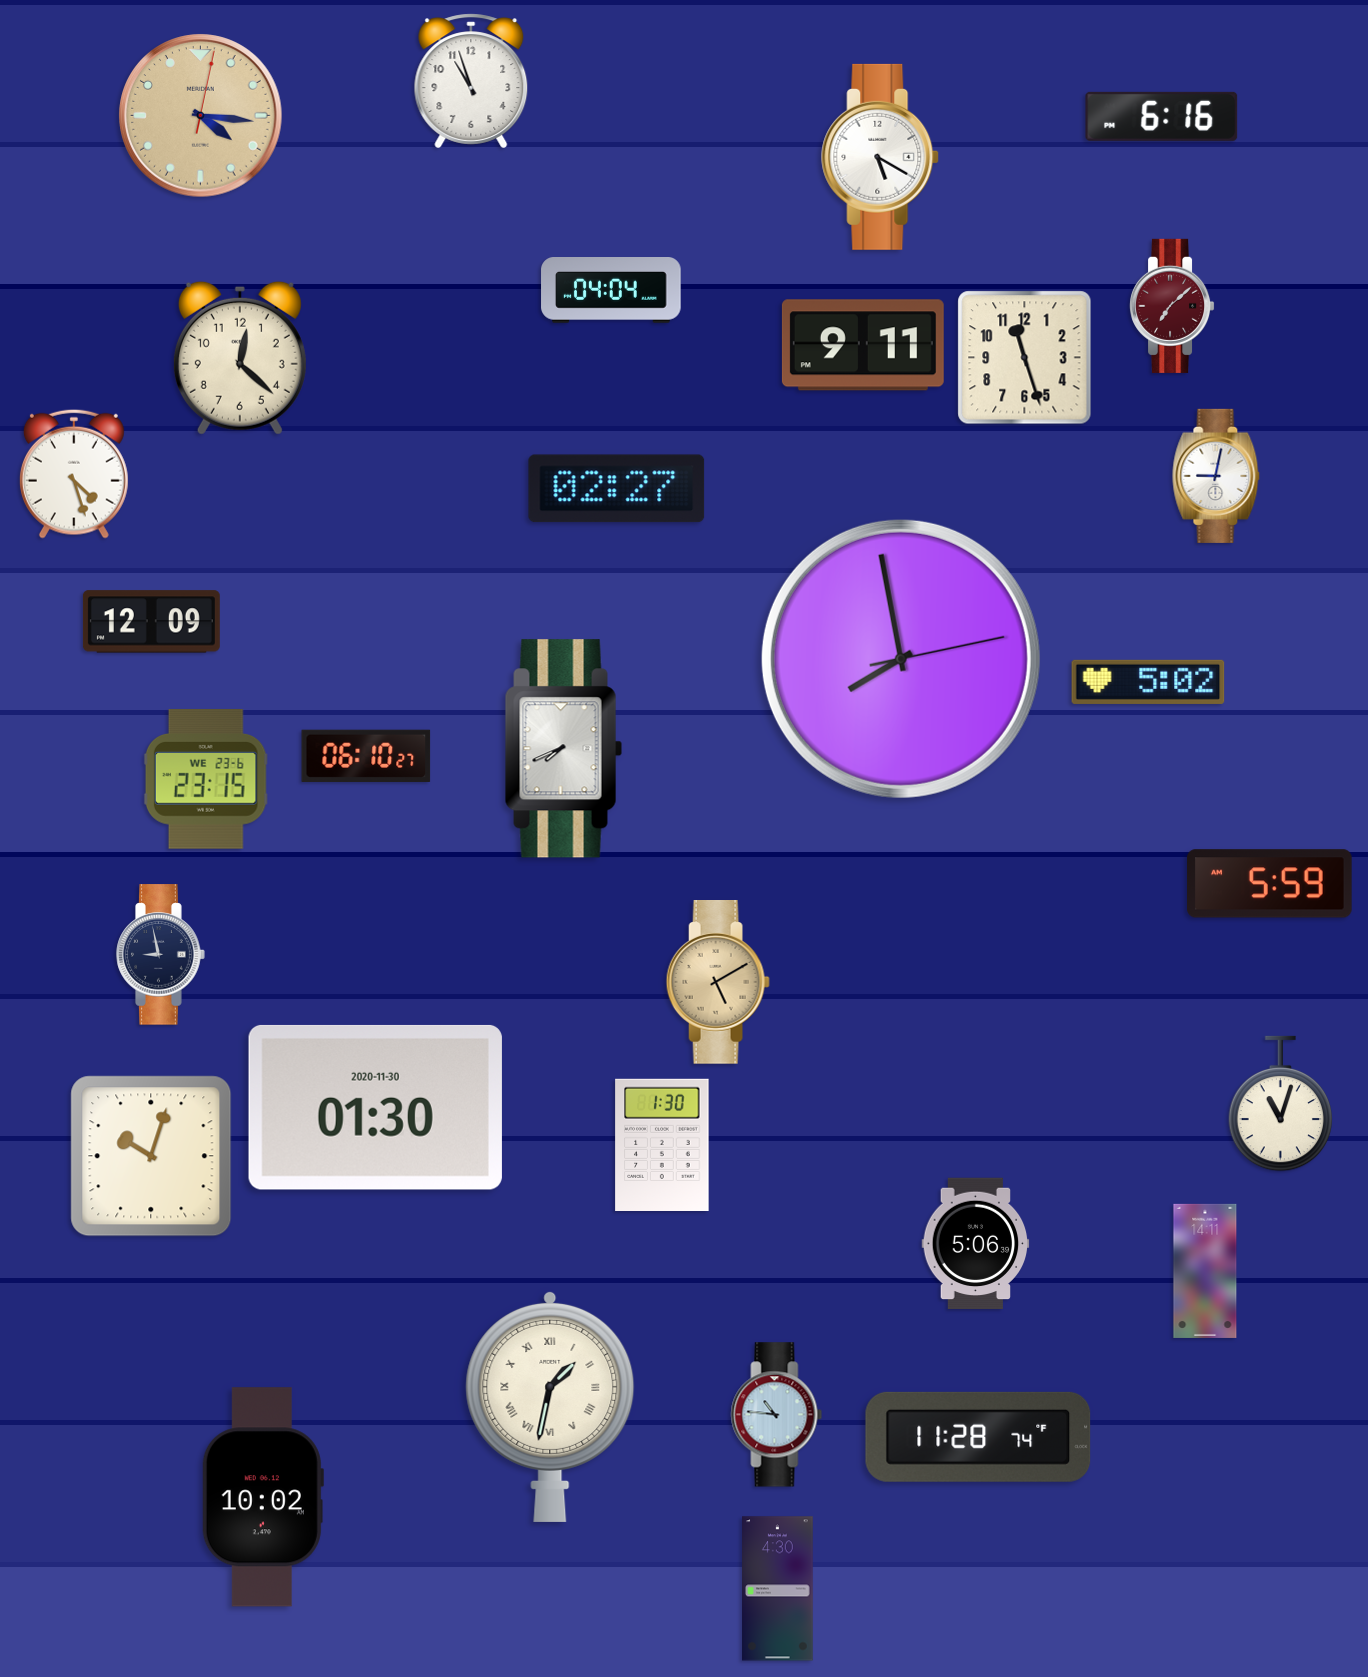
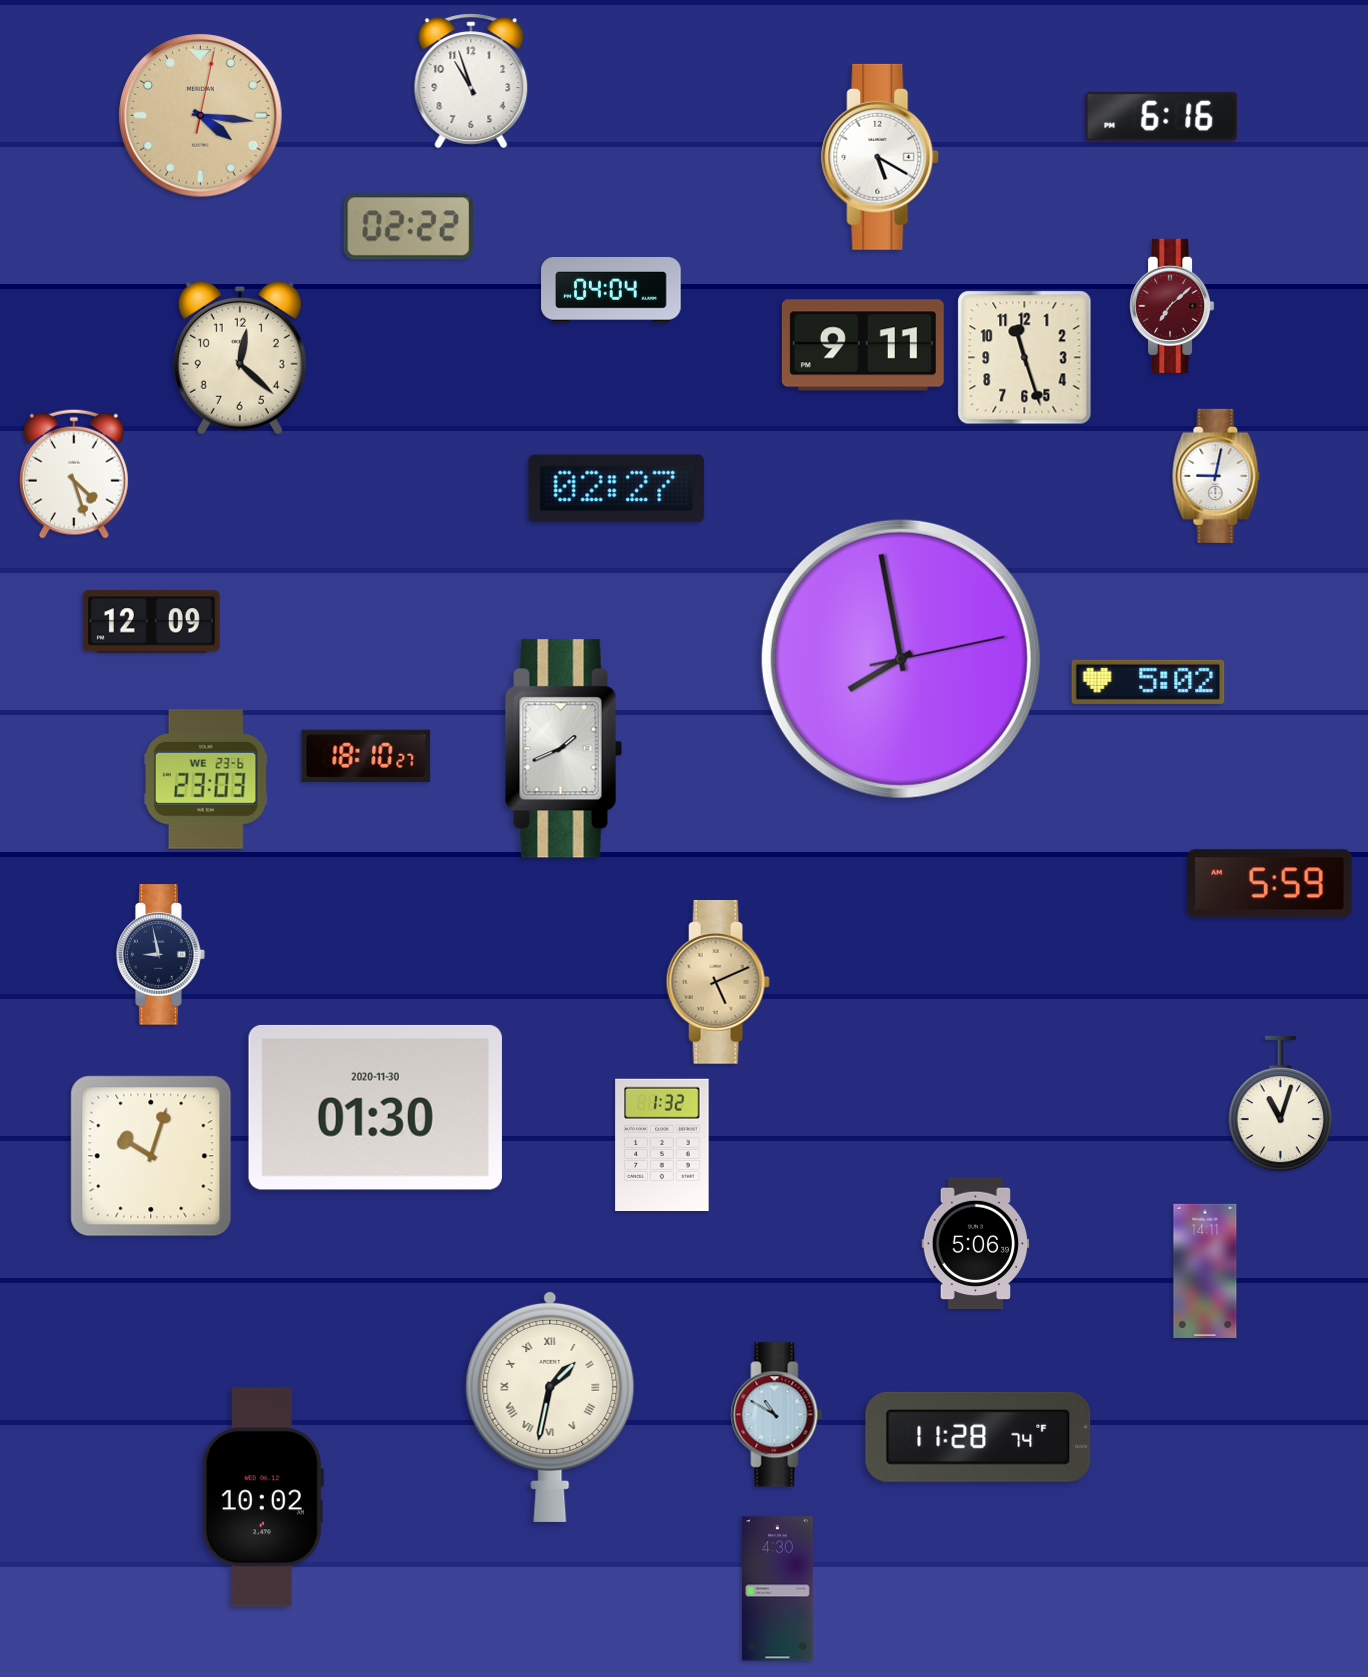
clock at (408, 227): none -> 02:22
clock at (563, 749): 7:41 -> 1:41
clock at (366, 756): 06:10 -> 18:10
clock at (206, 779): 23:15 -> 23:03
clock at (718, 983): 5:10 -> 5:11
clock at (662, 1144): 1:30 -> 1:32
clock at (777, 1415): 10:46 -> 10:50
